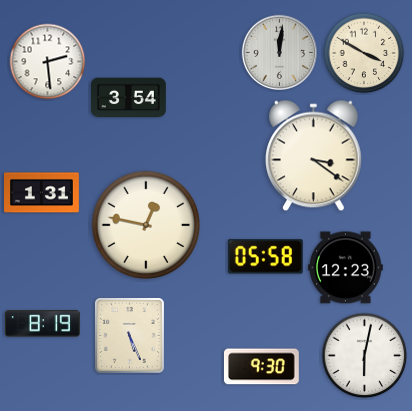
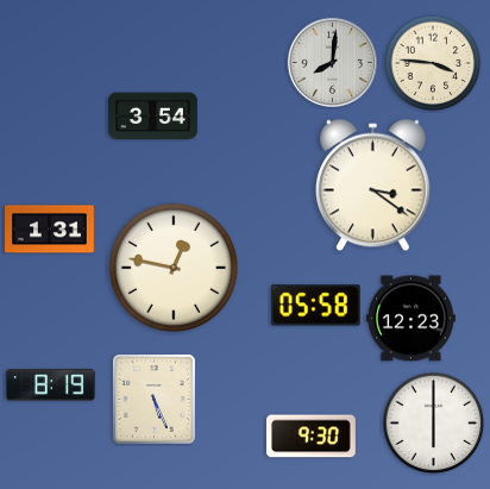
clock at (279, 52): 12:01 -> 8:01
clock at (364, 53): 3:50 -> 3:46
clock at (48, 62): 2:29 -> none
clock at (365, 356): 6:02 -> 6:00
